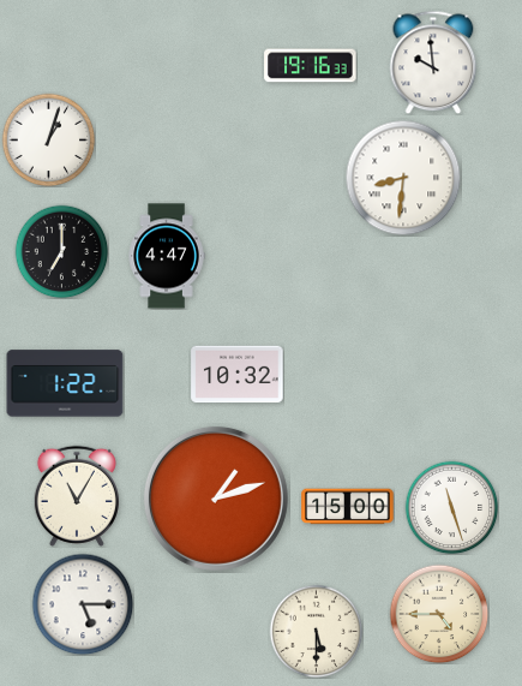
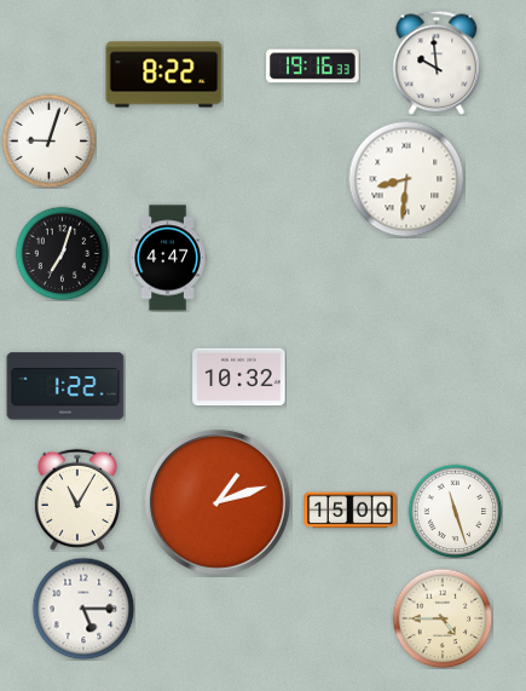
clock at (164, 75): none -> 8:22
clock at (48, 139): 1:03 -> 9:03
clock at (61, 251): 7:00 -> 7:03
clock at (316, 631): 5:30 -> none
